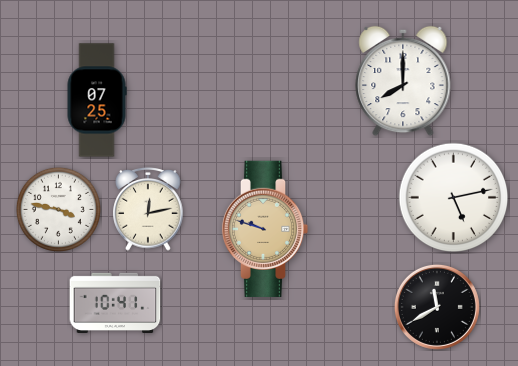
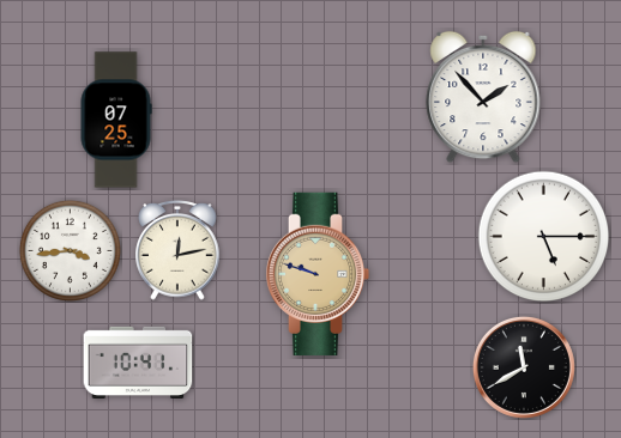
clock at (403, 81): 8:00 -> 1:53
clock at (454, 198): 5:13 -> 5:15
clock at (58, 209): 3:47 -> 3:44
